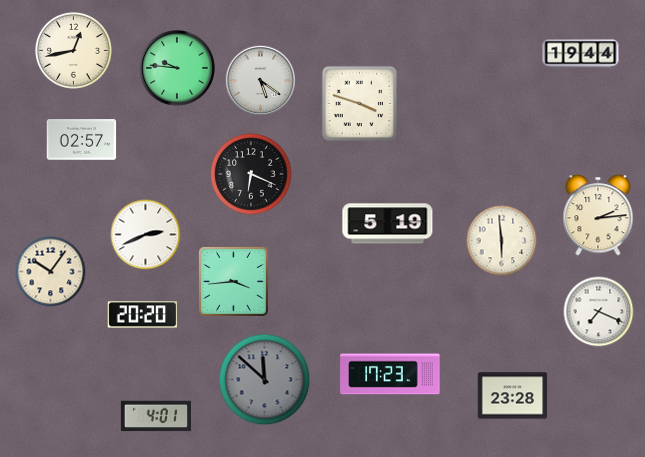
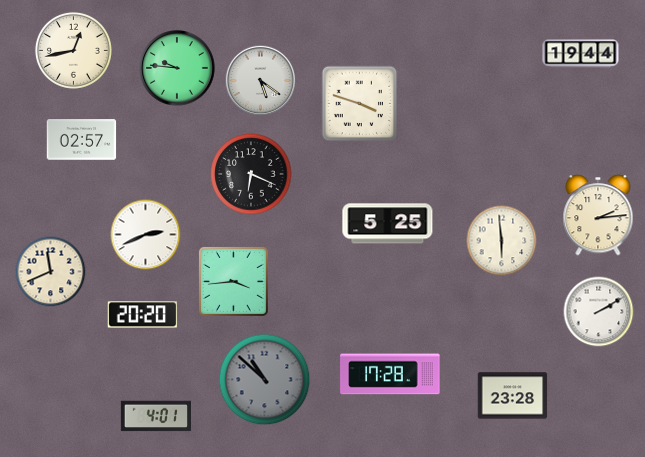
clock at (388, 224): 5:19 -> 5:25
clock at (51, 272): 10:06 -> 11:41
clock at (599, 312): 7:19 -> 2:10
clock at (390, 374): 17:23 -> 17:28
clock at (265, 380): 11:52 -> 10:52
